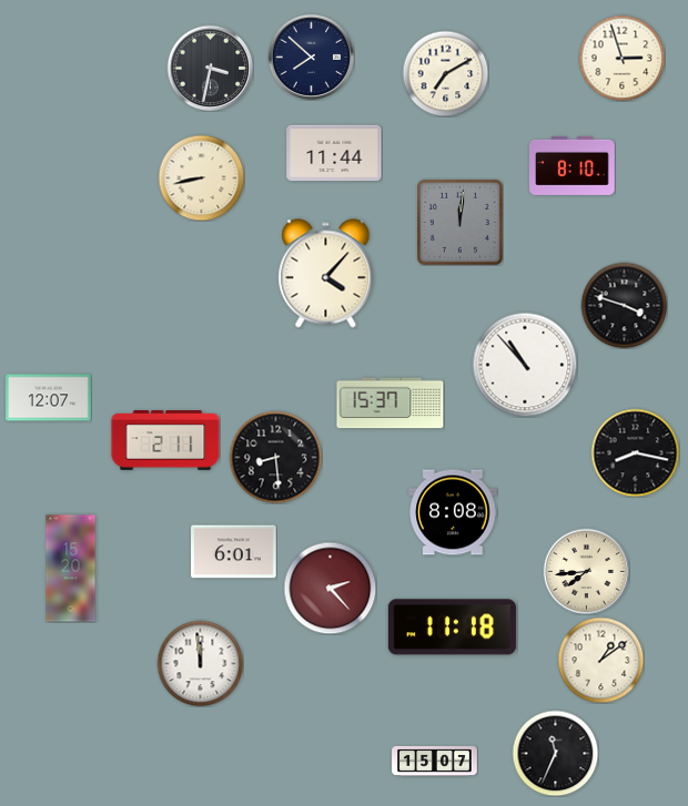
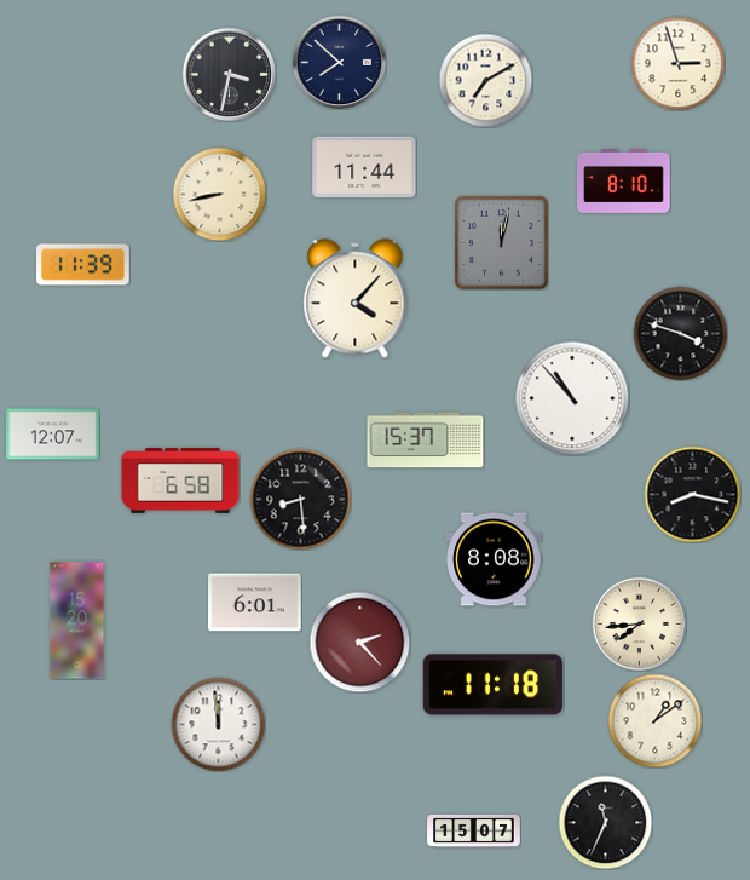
clock at (459, 222): 12:01 -> 12:02
clock at (83, 265): none -> 11:39
clock at (165, 441): 2:11 -> 6:58
